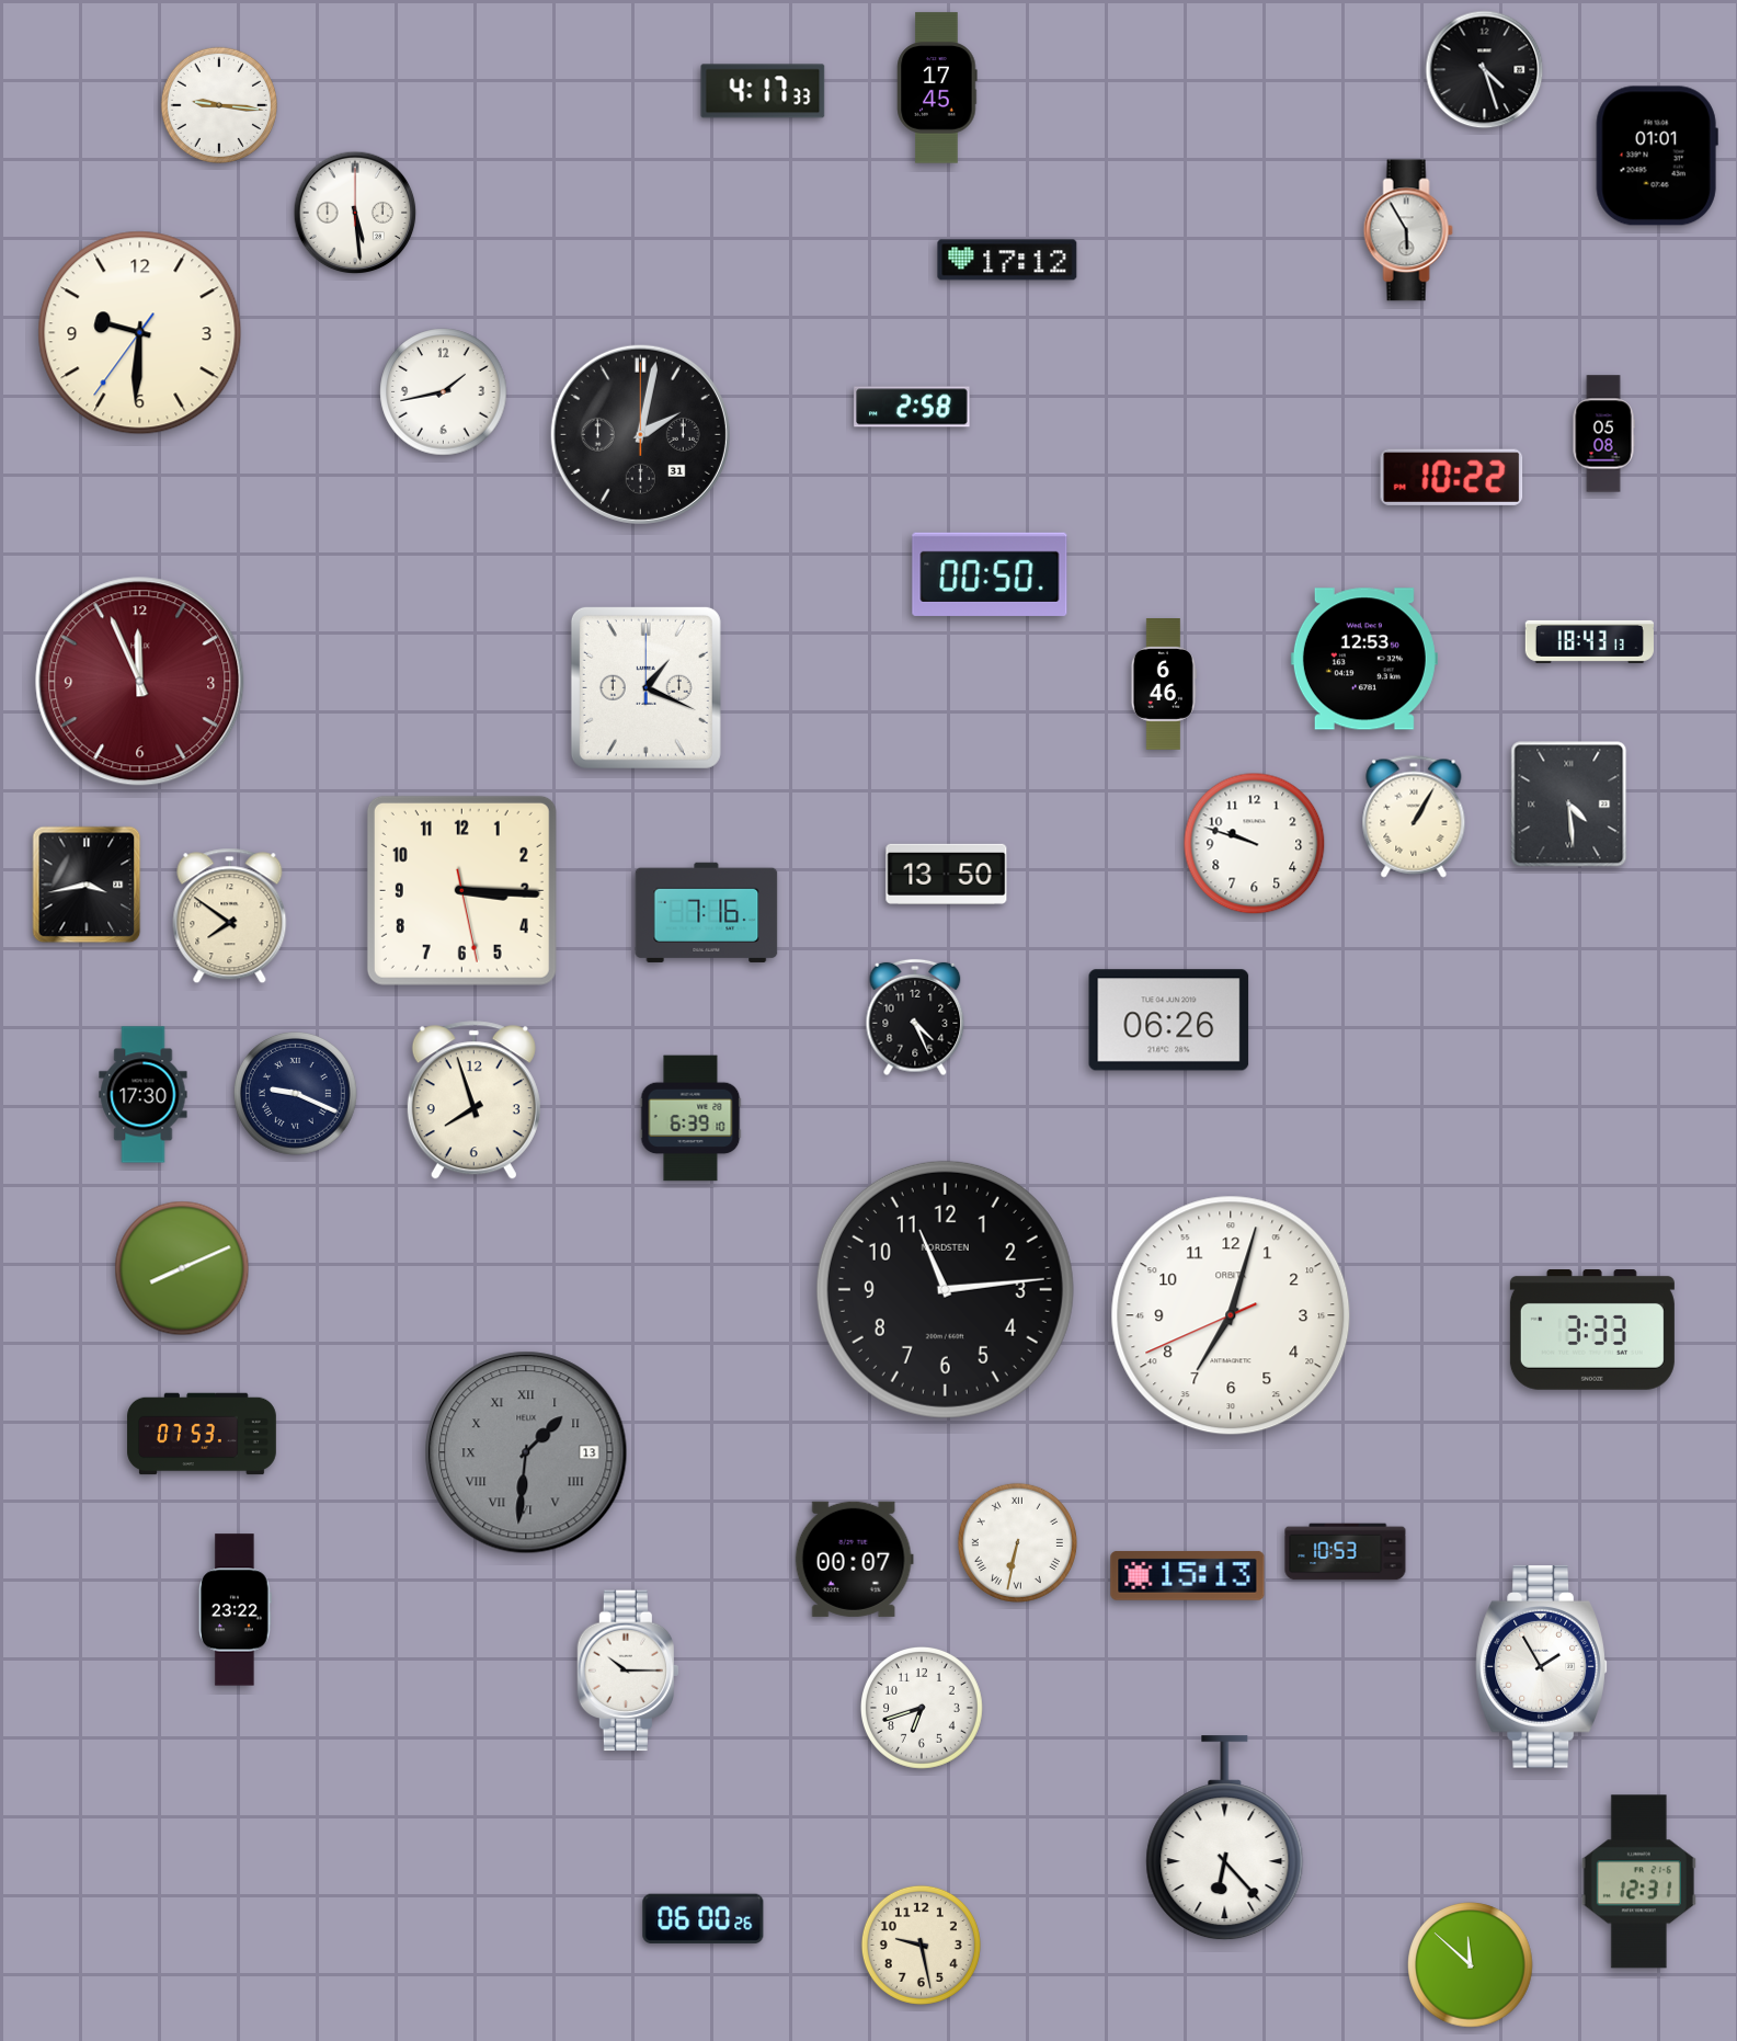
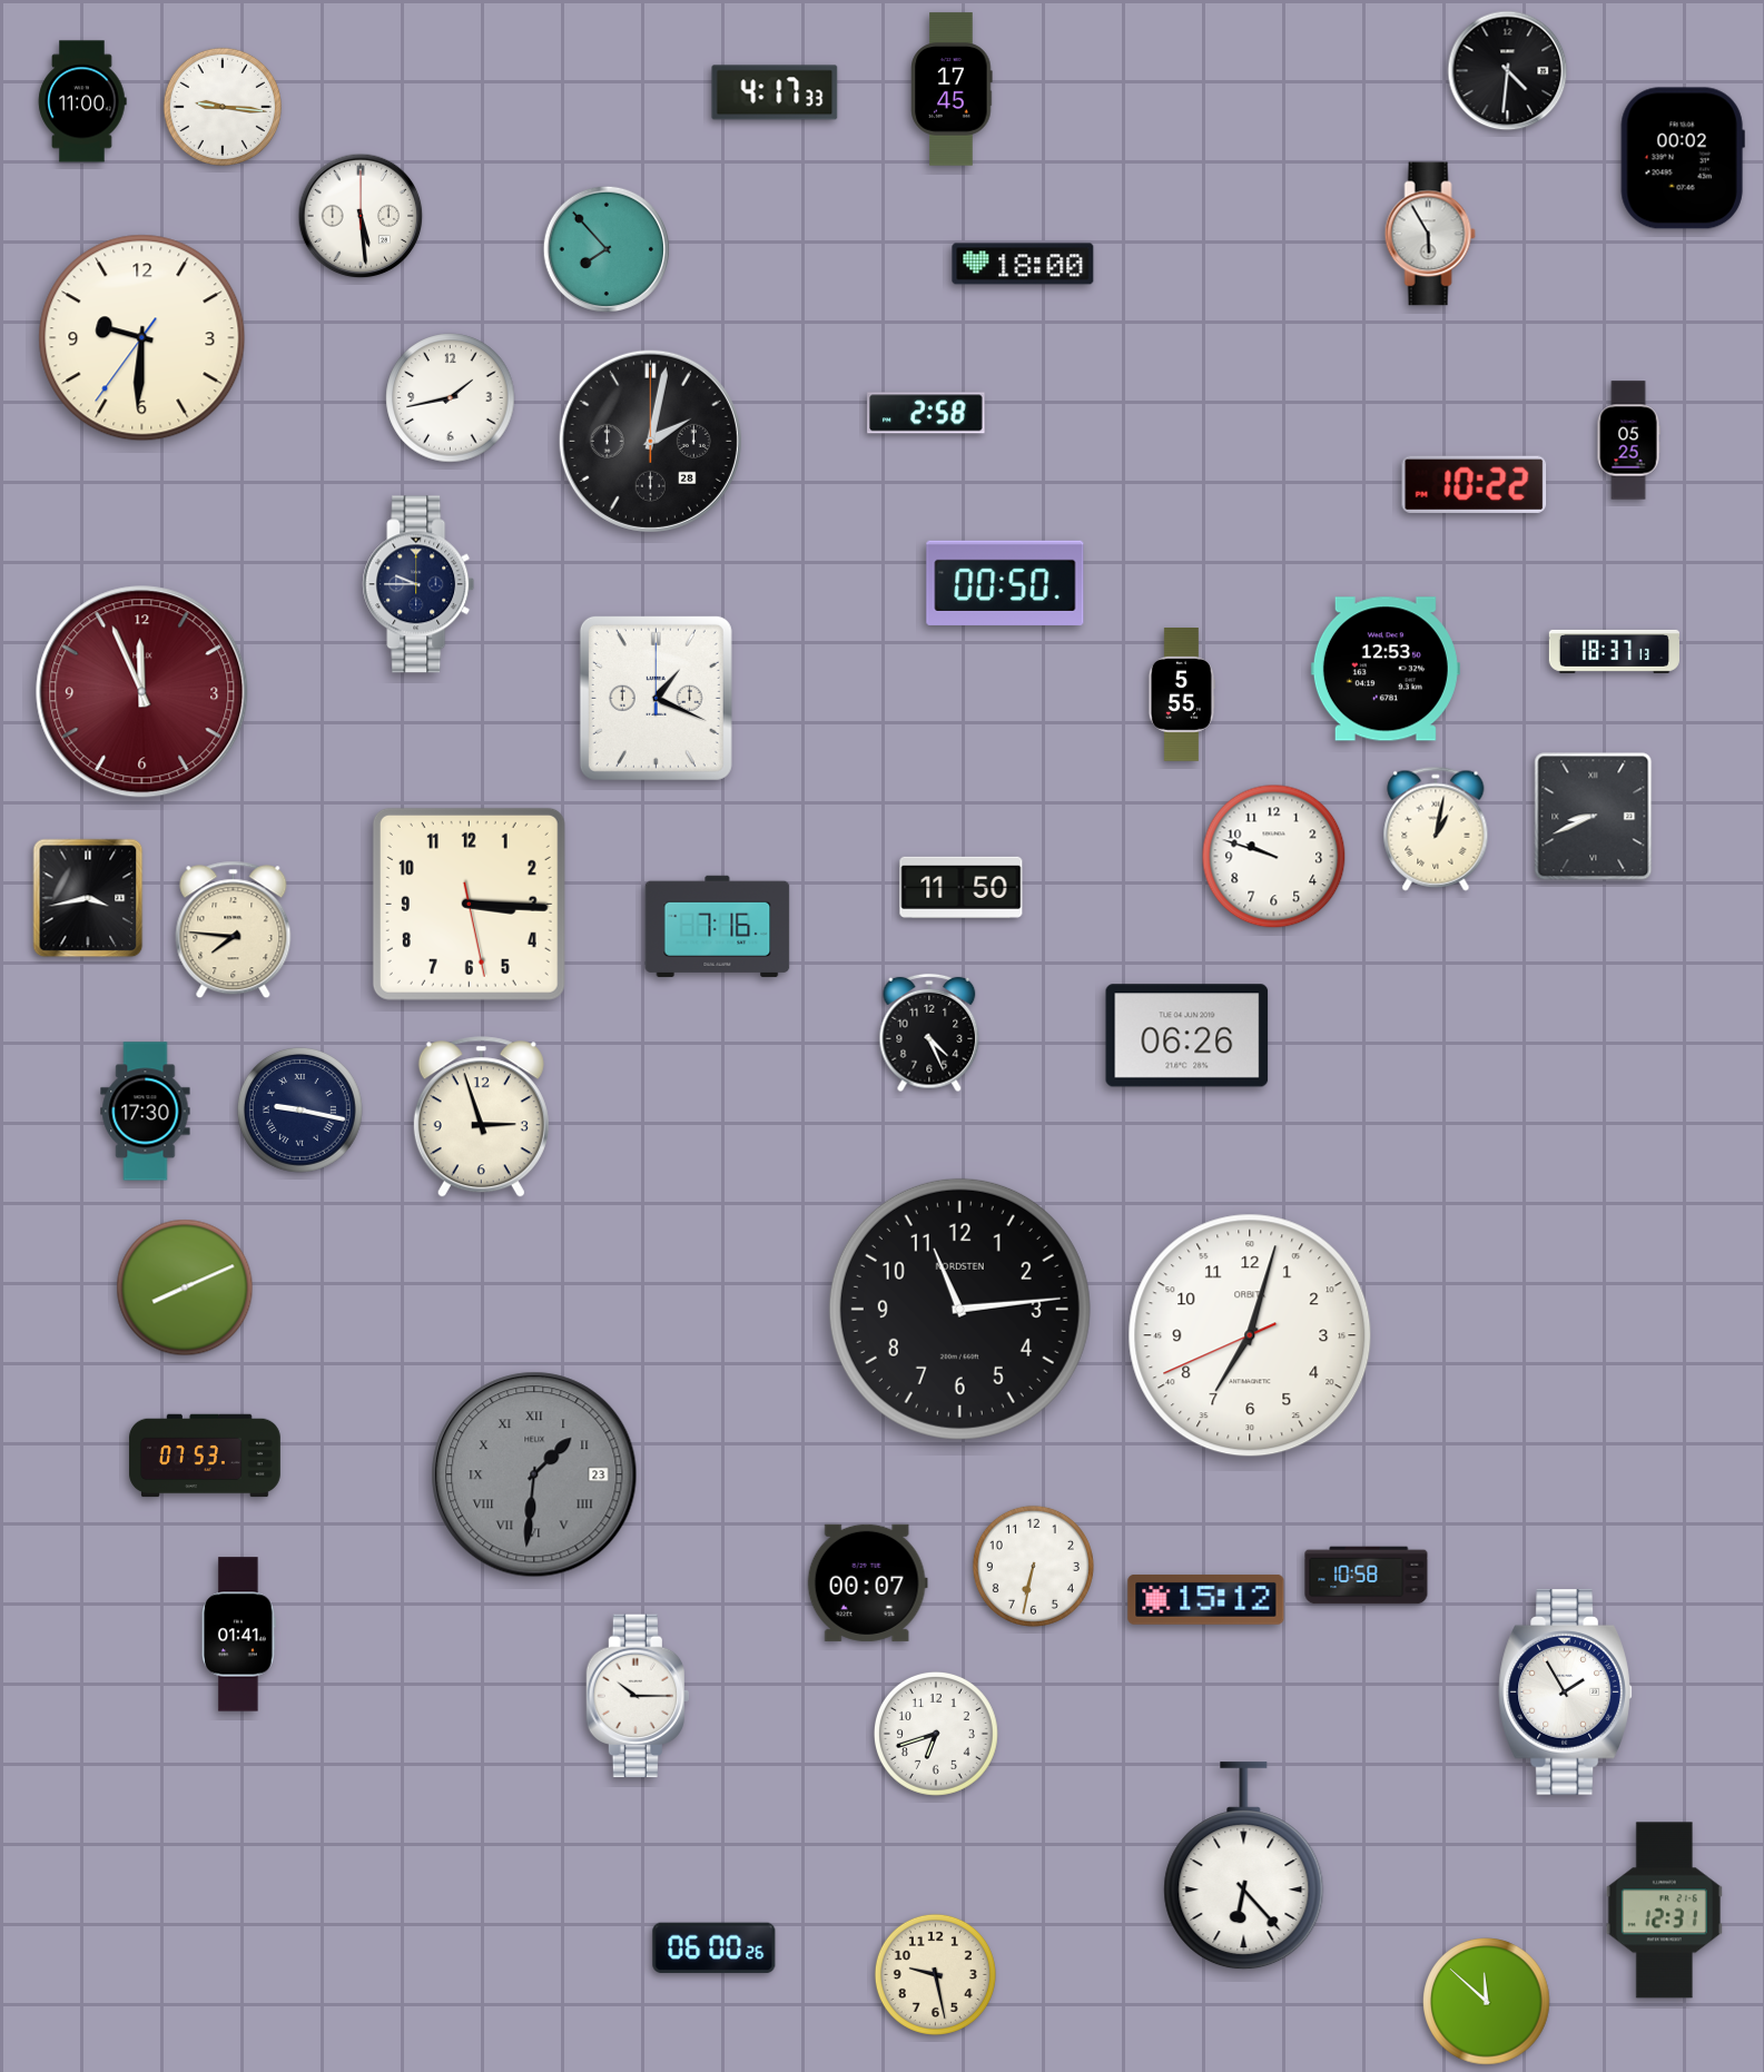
clock at (1485, 70): 4:27 -> 4:31
clock at (82, 101): none -> 11:00
clock at (1657, 156): 01:01 -> 00:02
clock at (605, 248): none -> 7:53
clock at (1007, 260): 17:12 -> 18:00
clock at (640, 434) date: 31 -> 28
clock at (1603, 434): 05:08 -> 05:25
clock at (418, 584): none -> 9:45
clock at (1589, 641): 18:43 -> 18:37
clock at (1164, 685): 6:46 -> 5:55
clock at (1569, 805): 4:29 -> 8:41
clock at (1414, 817): 1:05 -> 1:02
clock at (947, 874): 13:50 -> 11:50
clock at (230, 916): 7:51 -> 7:46
clock at (296, 1094): 9:19 -> 9:17
clock at (473, 1101): 7:57 -> 2:57
clock at (690, 1118): 6:39 -> none
clock at (1592, 1331): 3:33 -> none
clock at (526, 1452) date: 13 -> 23
clock at (1017, 1542) numerals: Roman -> Arabic
clock at (1346, 1552): 10:53 -> 10:58
clock at (1188, 1575): 15:13 -> 15:12
clock at (236, 1610): 23:22 -> 01:41
clock at (1471, 1965) position: (1471, 1965) -> (1487, 2002)
